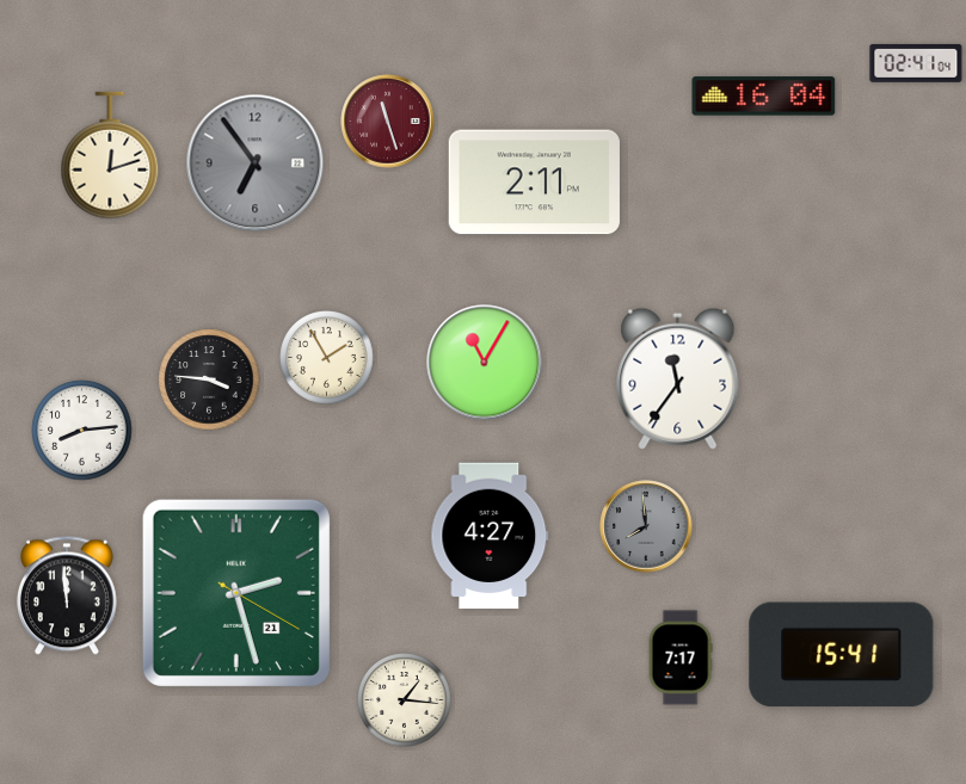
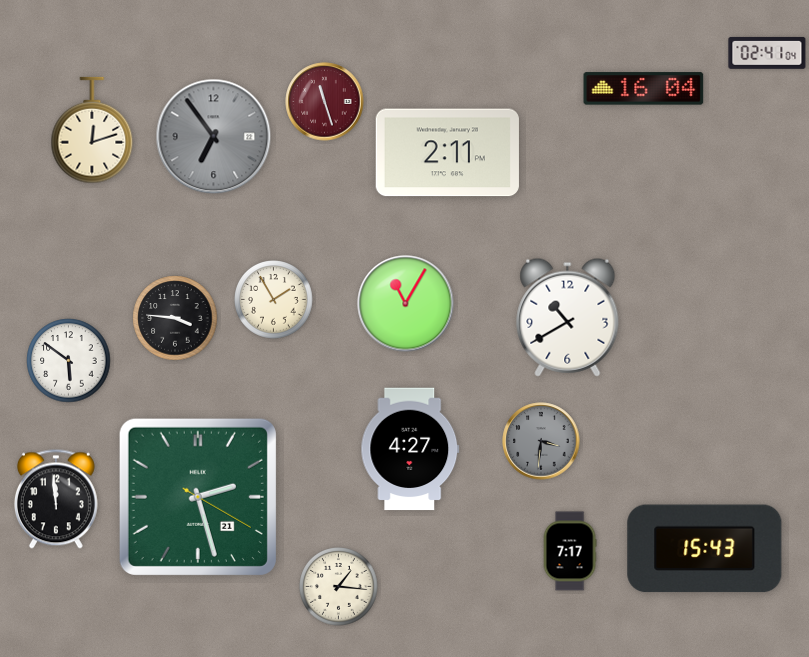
clock at (764, 97) position: (764, 97) -> (644, 89)
clock at (678, 378): 11:36 -> 10:40
clock at (82, 431): 8:14 -> 5:51
clock at (646, 526): 7:59 -> 3:31
clock at (842, 655): 15:41 -> 15:43
